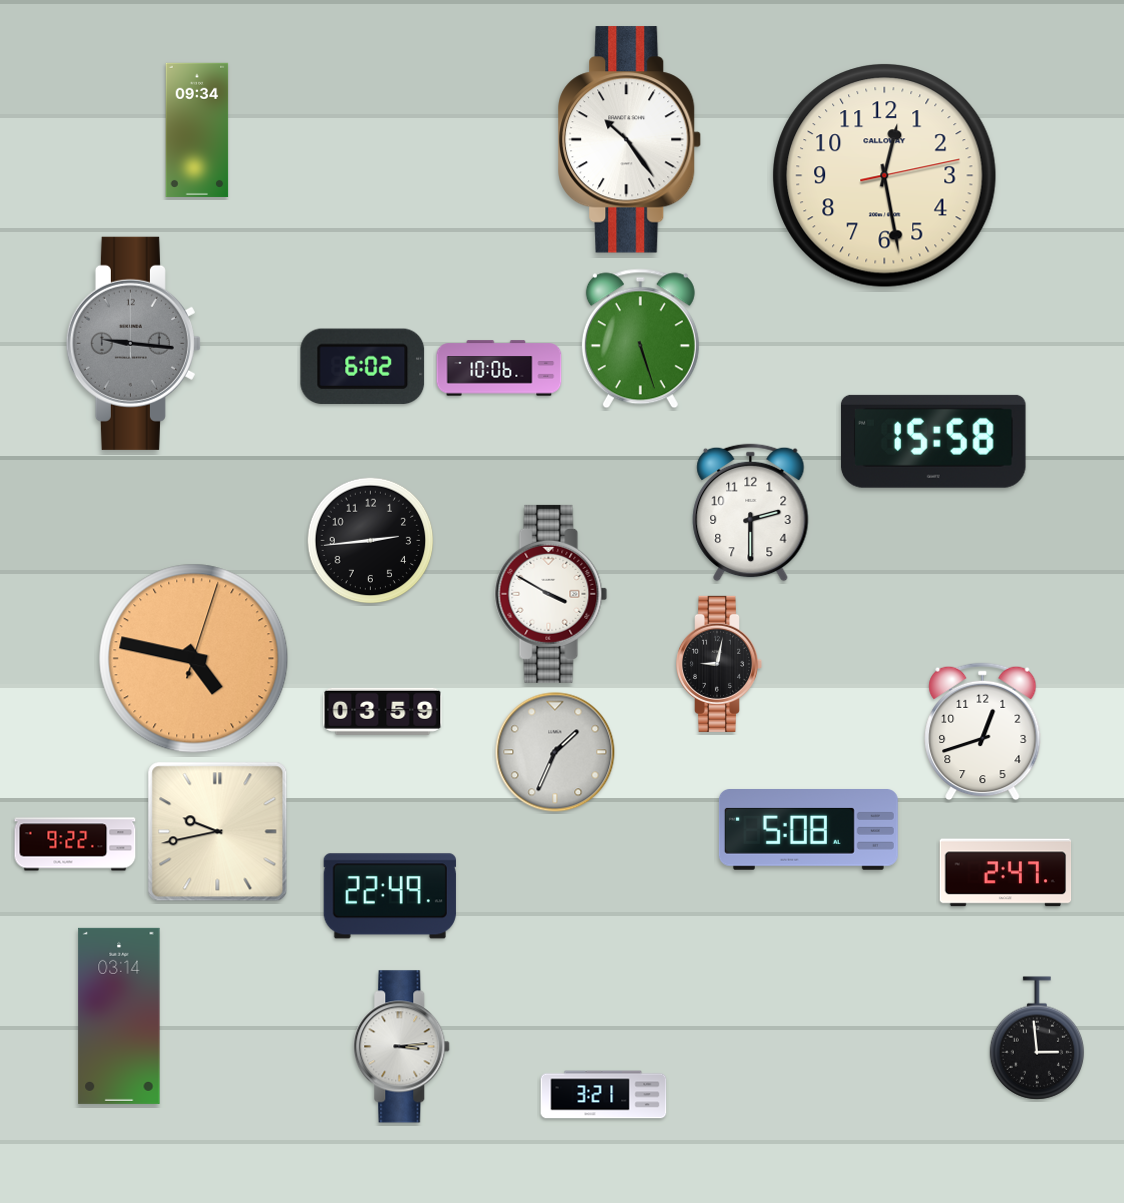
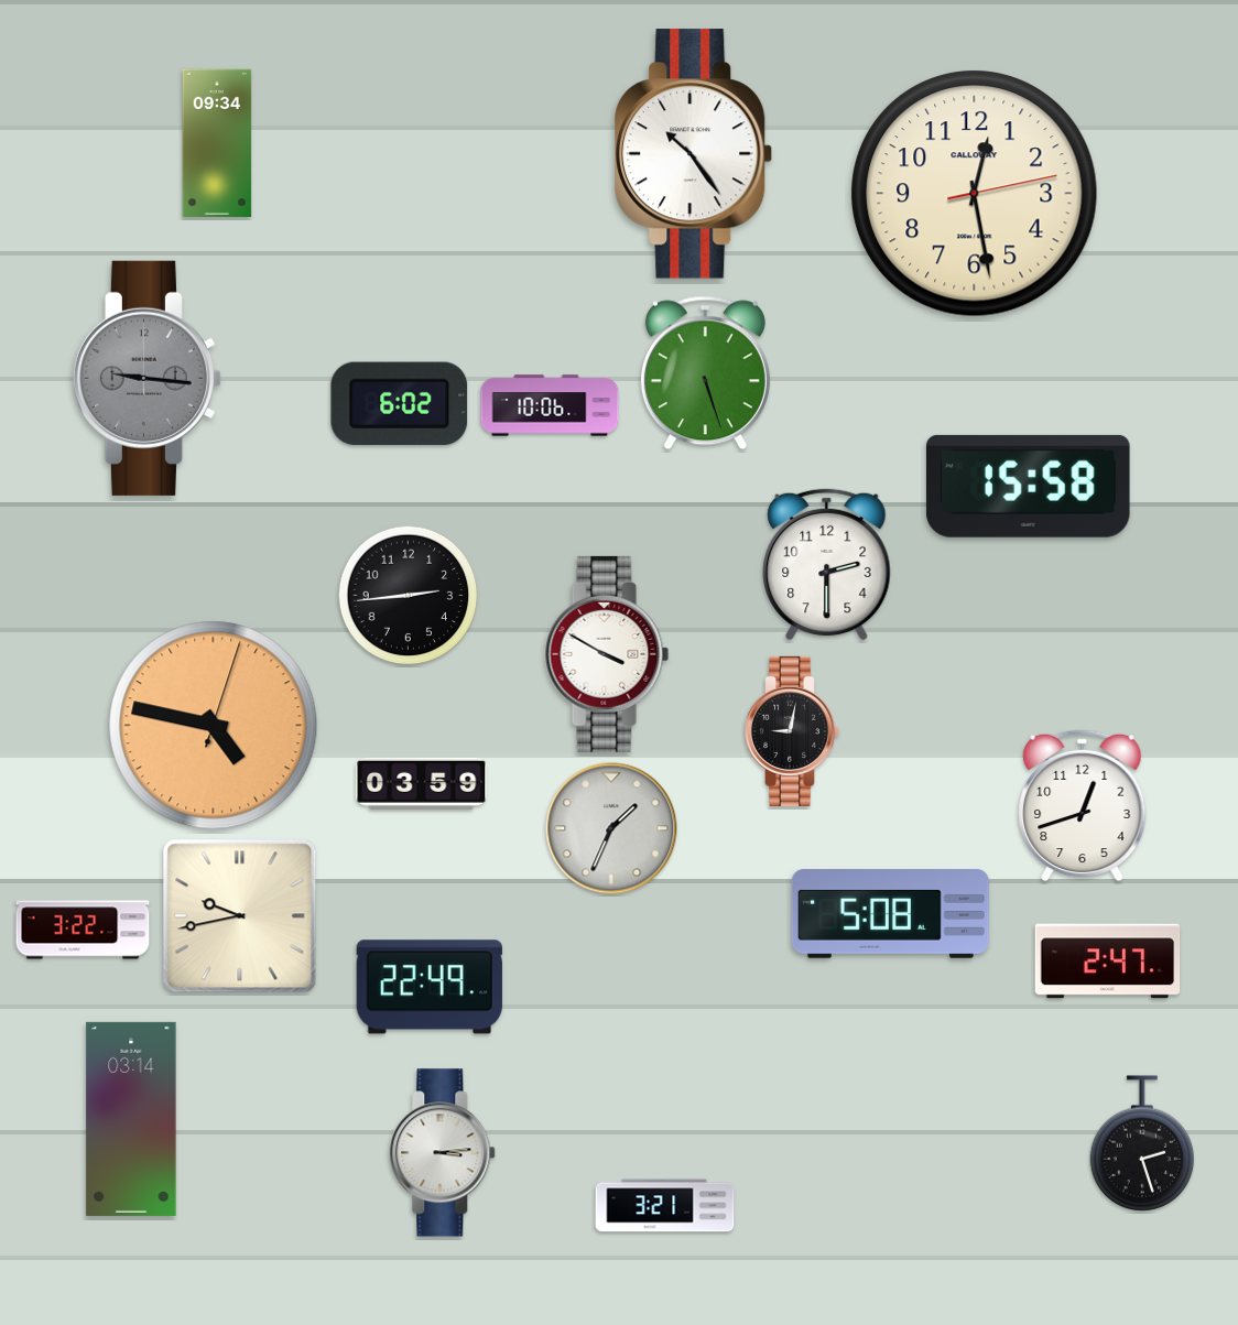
clock at (75, 844): 9:22 -> 3:22
clock at (1036, 1038): 2:59 -> 2:27
